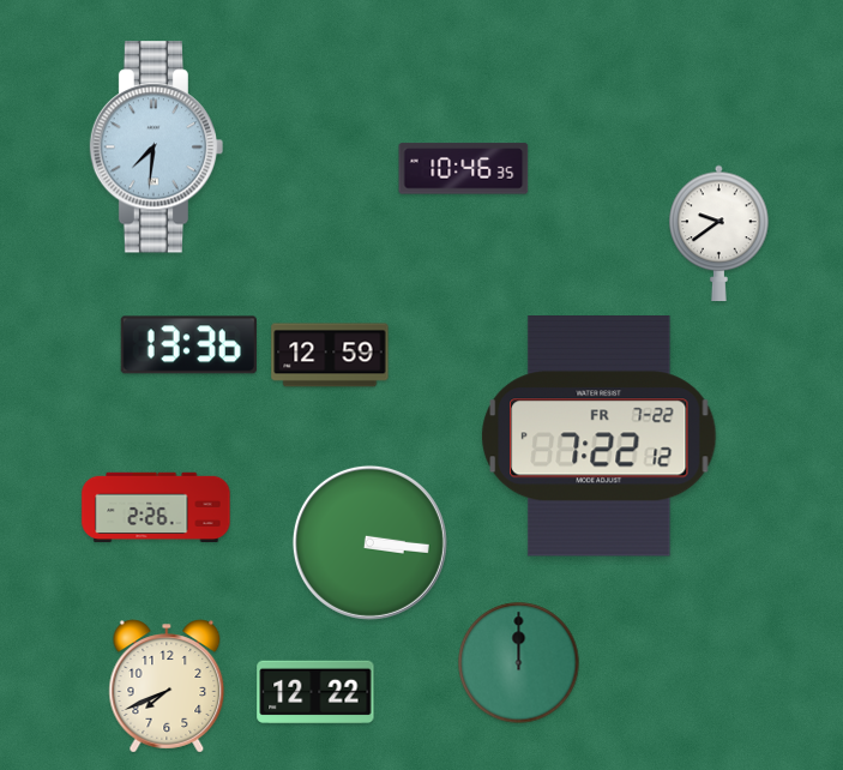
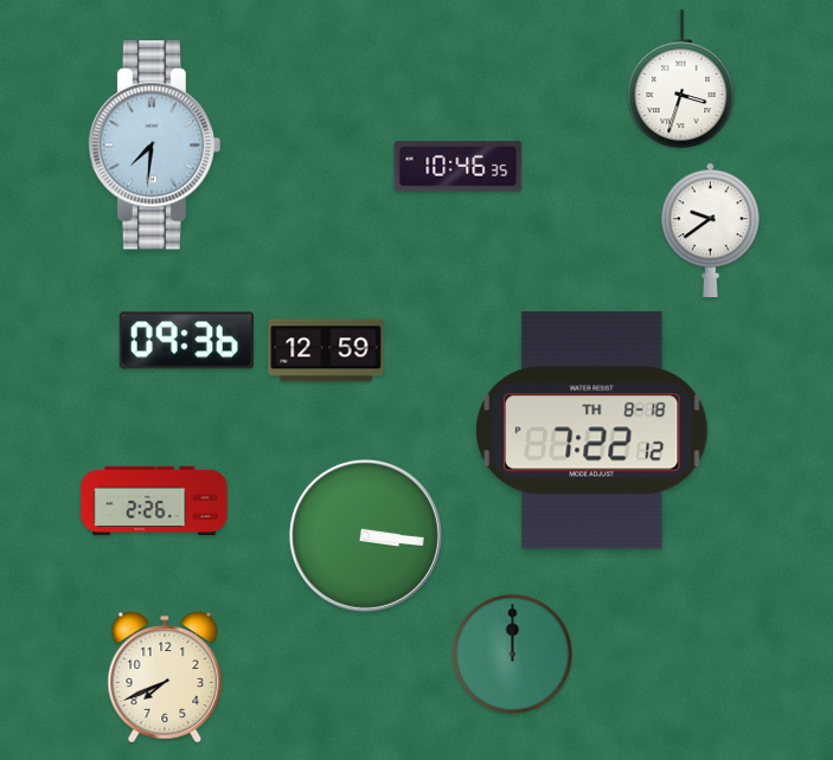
clock at (681, 79): none -> 3:33
clock at (188, 345): 13:36 -> 09:36
clock at (600, 437) date: FR 7-22 -> TH 8-18
clock at (315, 692): 12:22 -> none
